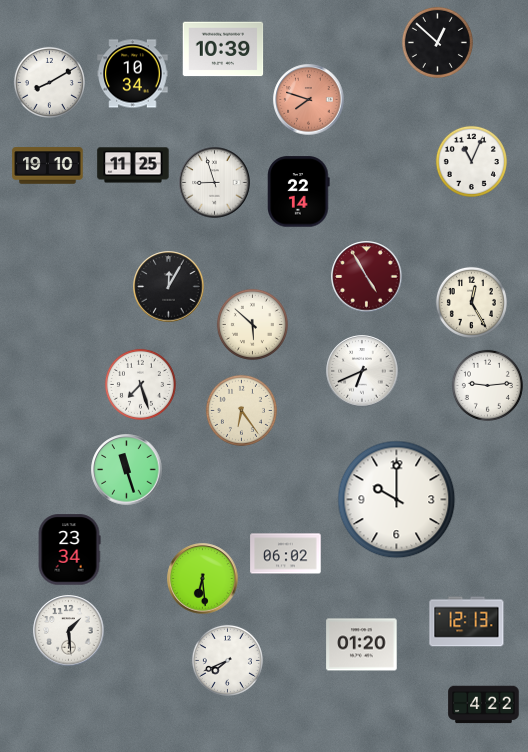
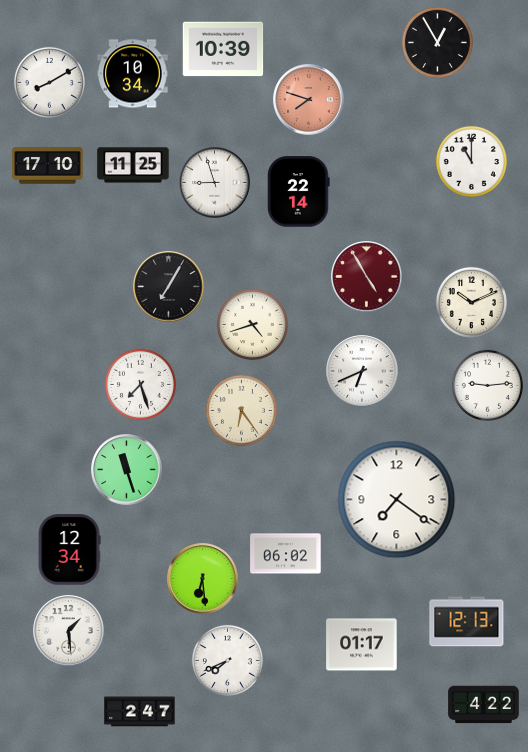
clock at (437, 42): 12:52 -> 12:55
clock at (471, 161): 11:04 -> 11:00
clock at (48, 166): 19:10 -> 17:10
clock at (169, 287): 12:05 -> 7:05
clock at (471, 302): 12:25 -> 10:11
clock at (252, 324): 5:52 -> 4:42
clock at (397, 500): 10:00 -> 7:21
clock at (69, 550): 23:34 -> 12:34
clock at (362, 645): 01:20 -> 01:17
clock at (140, 712): none -> 2:47
